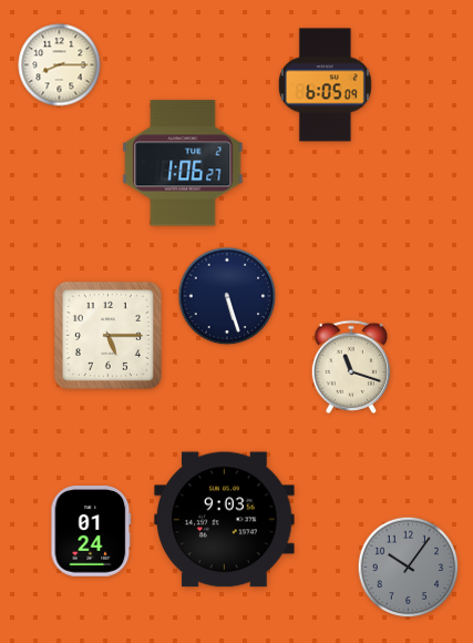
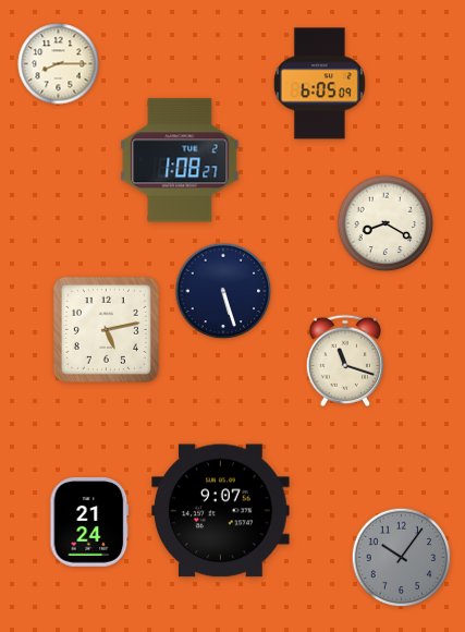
clock at (183, 163): 1:06 -> 1:08
clock at (386, 223): none -> 8:20
clock at (107, 335): 5:15 -> 5:13
clock at (225, 520): 9:03 -> 9:07
clock at (91, 531): 01:24 -> 21:24
